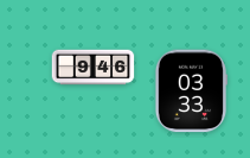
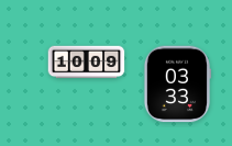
clock at (94, 68): 9:46 -> 10:09
